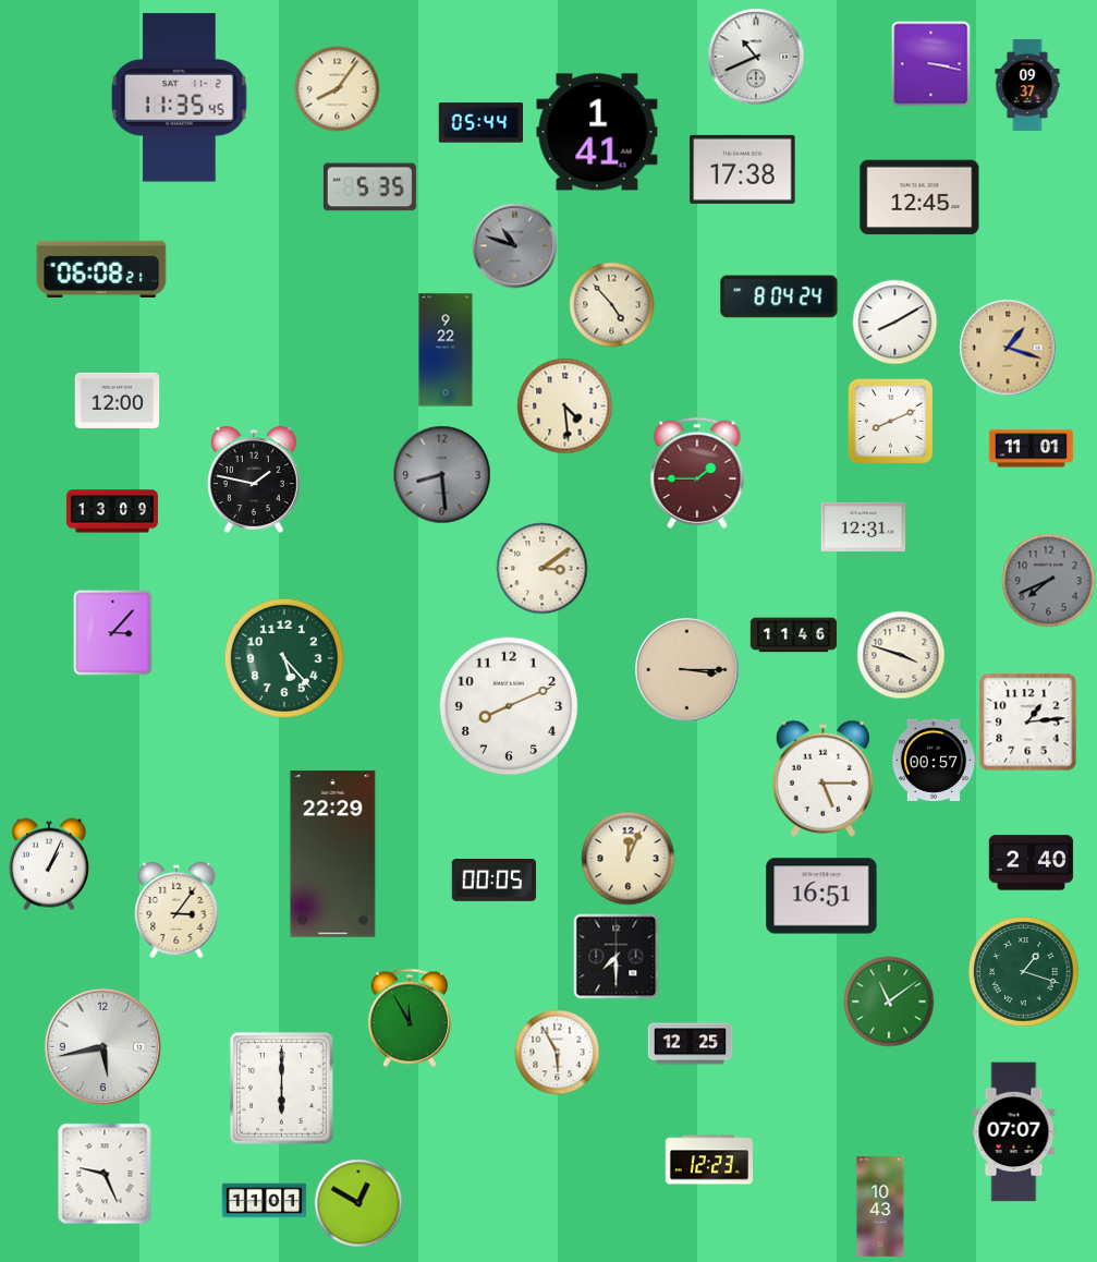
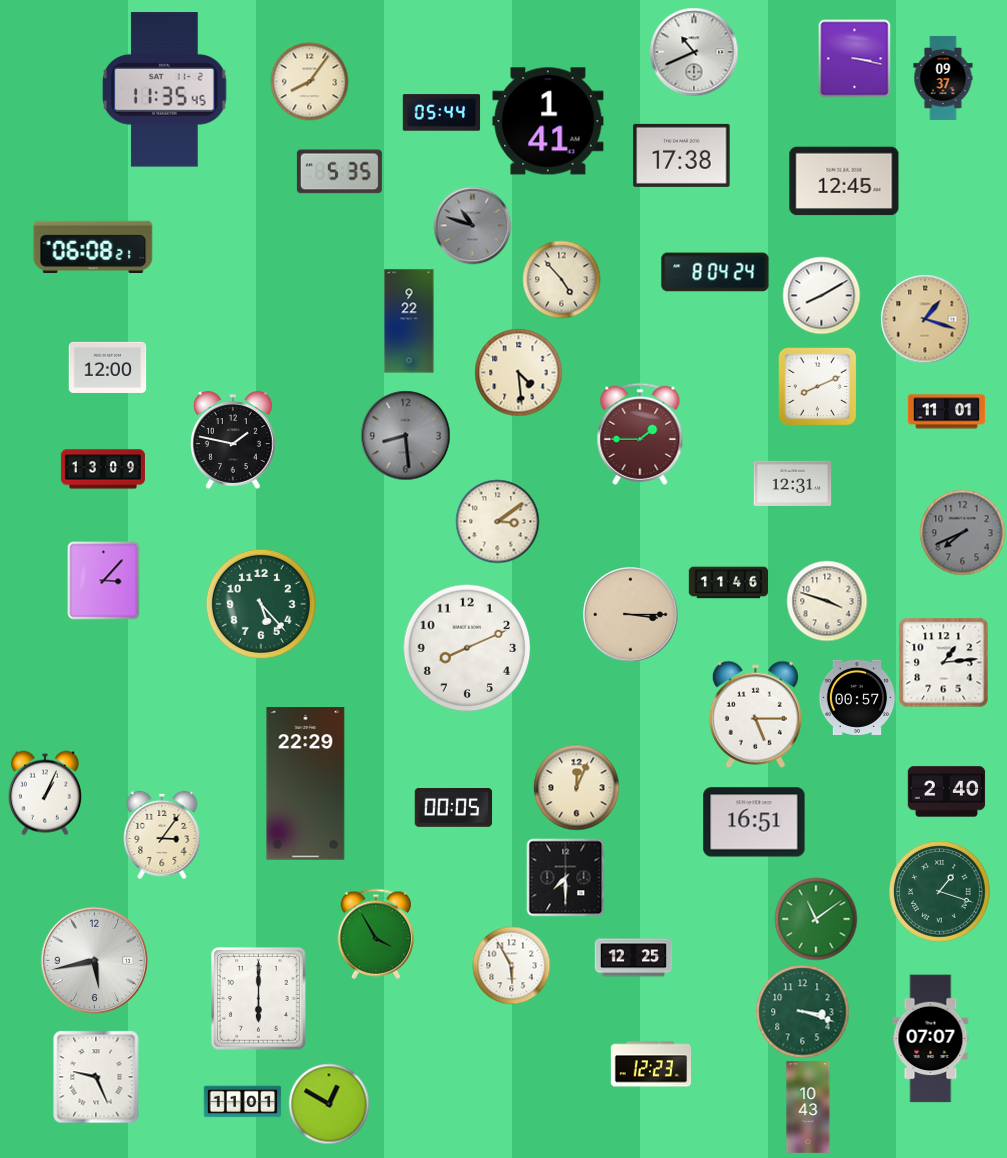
clock at (410, 1018): 11:55 -> 3:55
clock at (802, 1011): none -> 3:18
